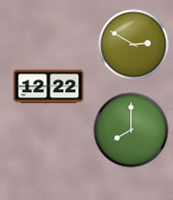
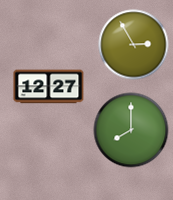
clock at (134, 45): 2:50 -> 2:55
clock at (49, 87): 12:22 -> 12:27
